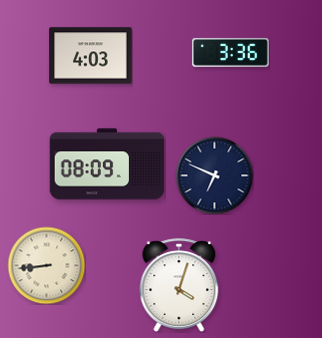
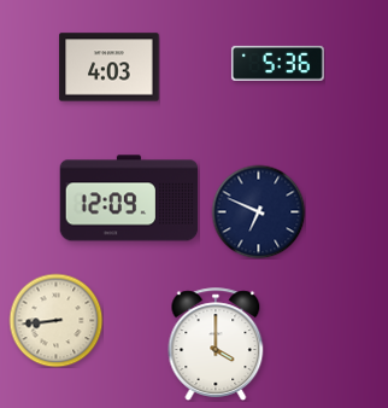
clock at (230, 52): 3:36 -> 5:36
clock at (107, 164): 08:09 -> 12:09
clock at (179, 285): 4:03 -> 4:00
